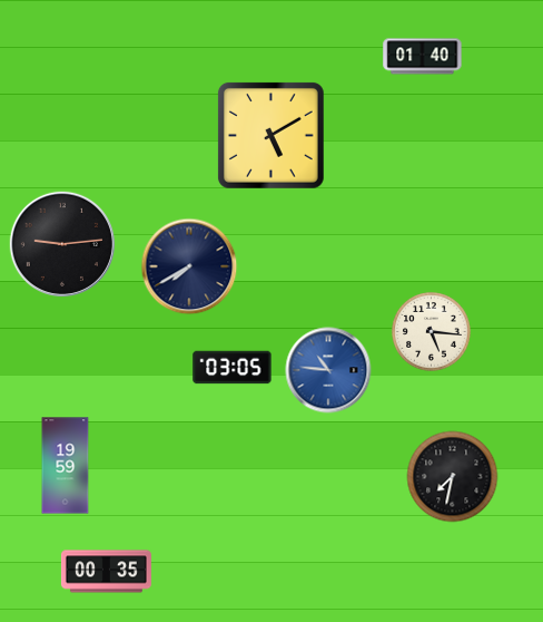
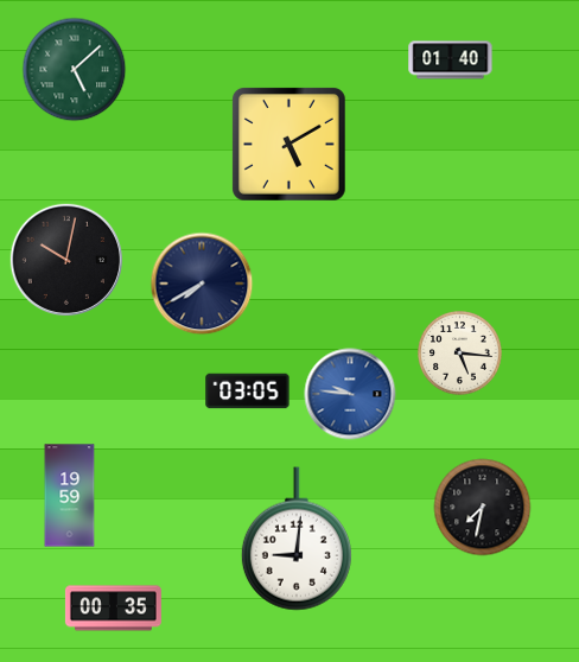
clock at (75, 70): none -> 5:08
clock at (62, 244): 9:14 -> 10:02
clock at (328, 370): 10:46 -> 9:46
clock at (297, 539): none -> 9:01
